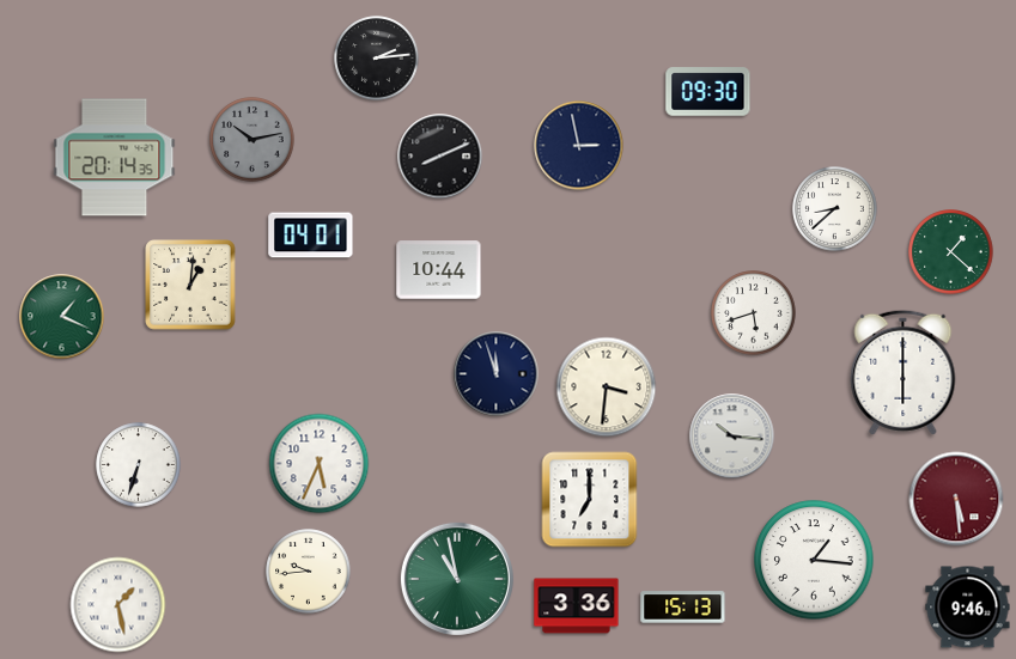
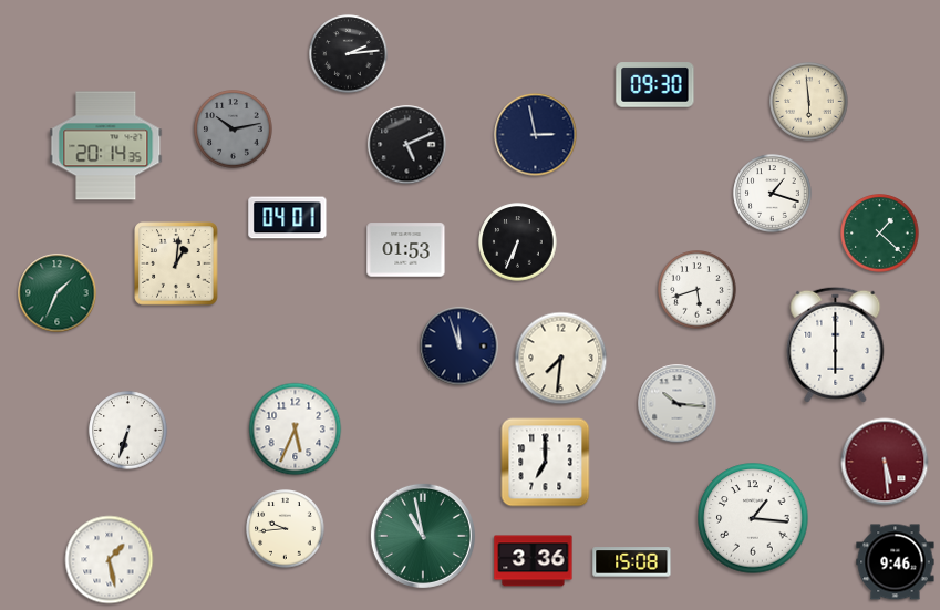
clock at (809, 102): none -> 5:59
clock at (440, 157): 8:11 -> 5:11
clock at (835, 209): 8:38 -> 1:18
clock at (518, 242): none -> 6:34
clock at (439, 270): 10:44 -> 01:53
clock at (62, 317): 1:19 -> 1:34
clock at (607, 388): 3:31 -> 7:31
clock at (683, 608): 15:13 -> 15:08
